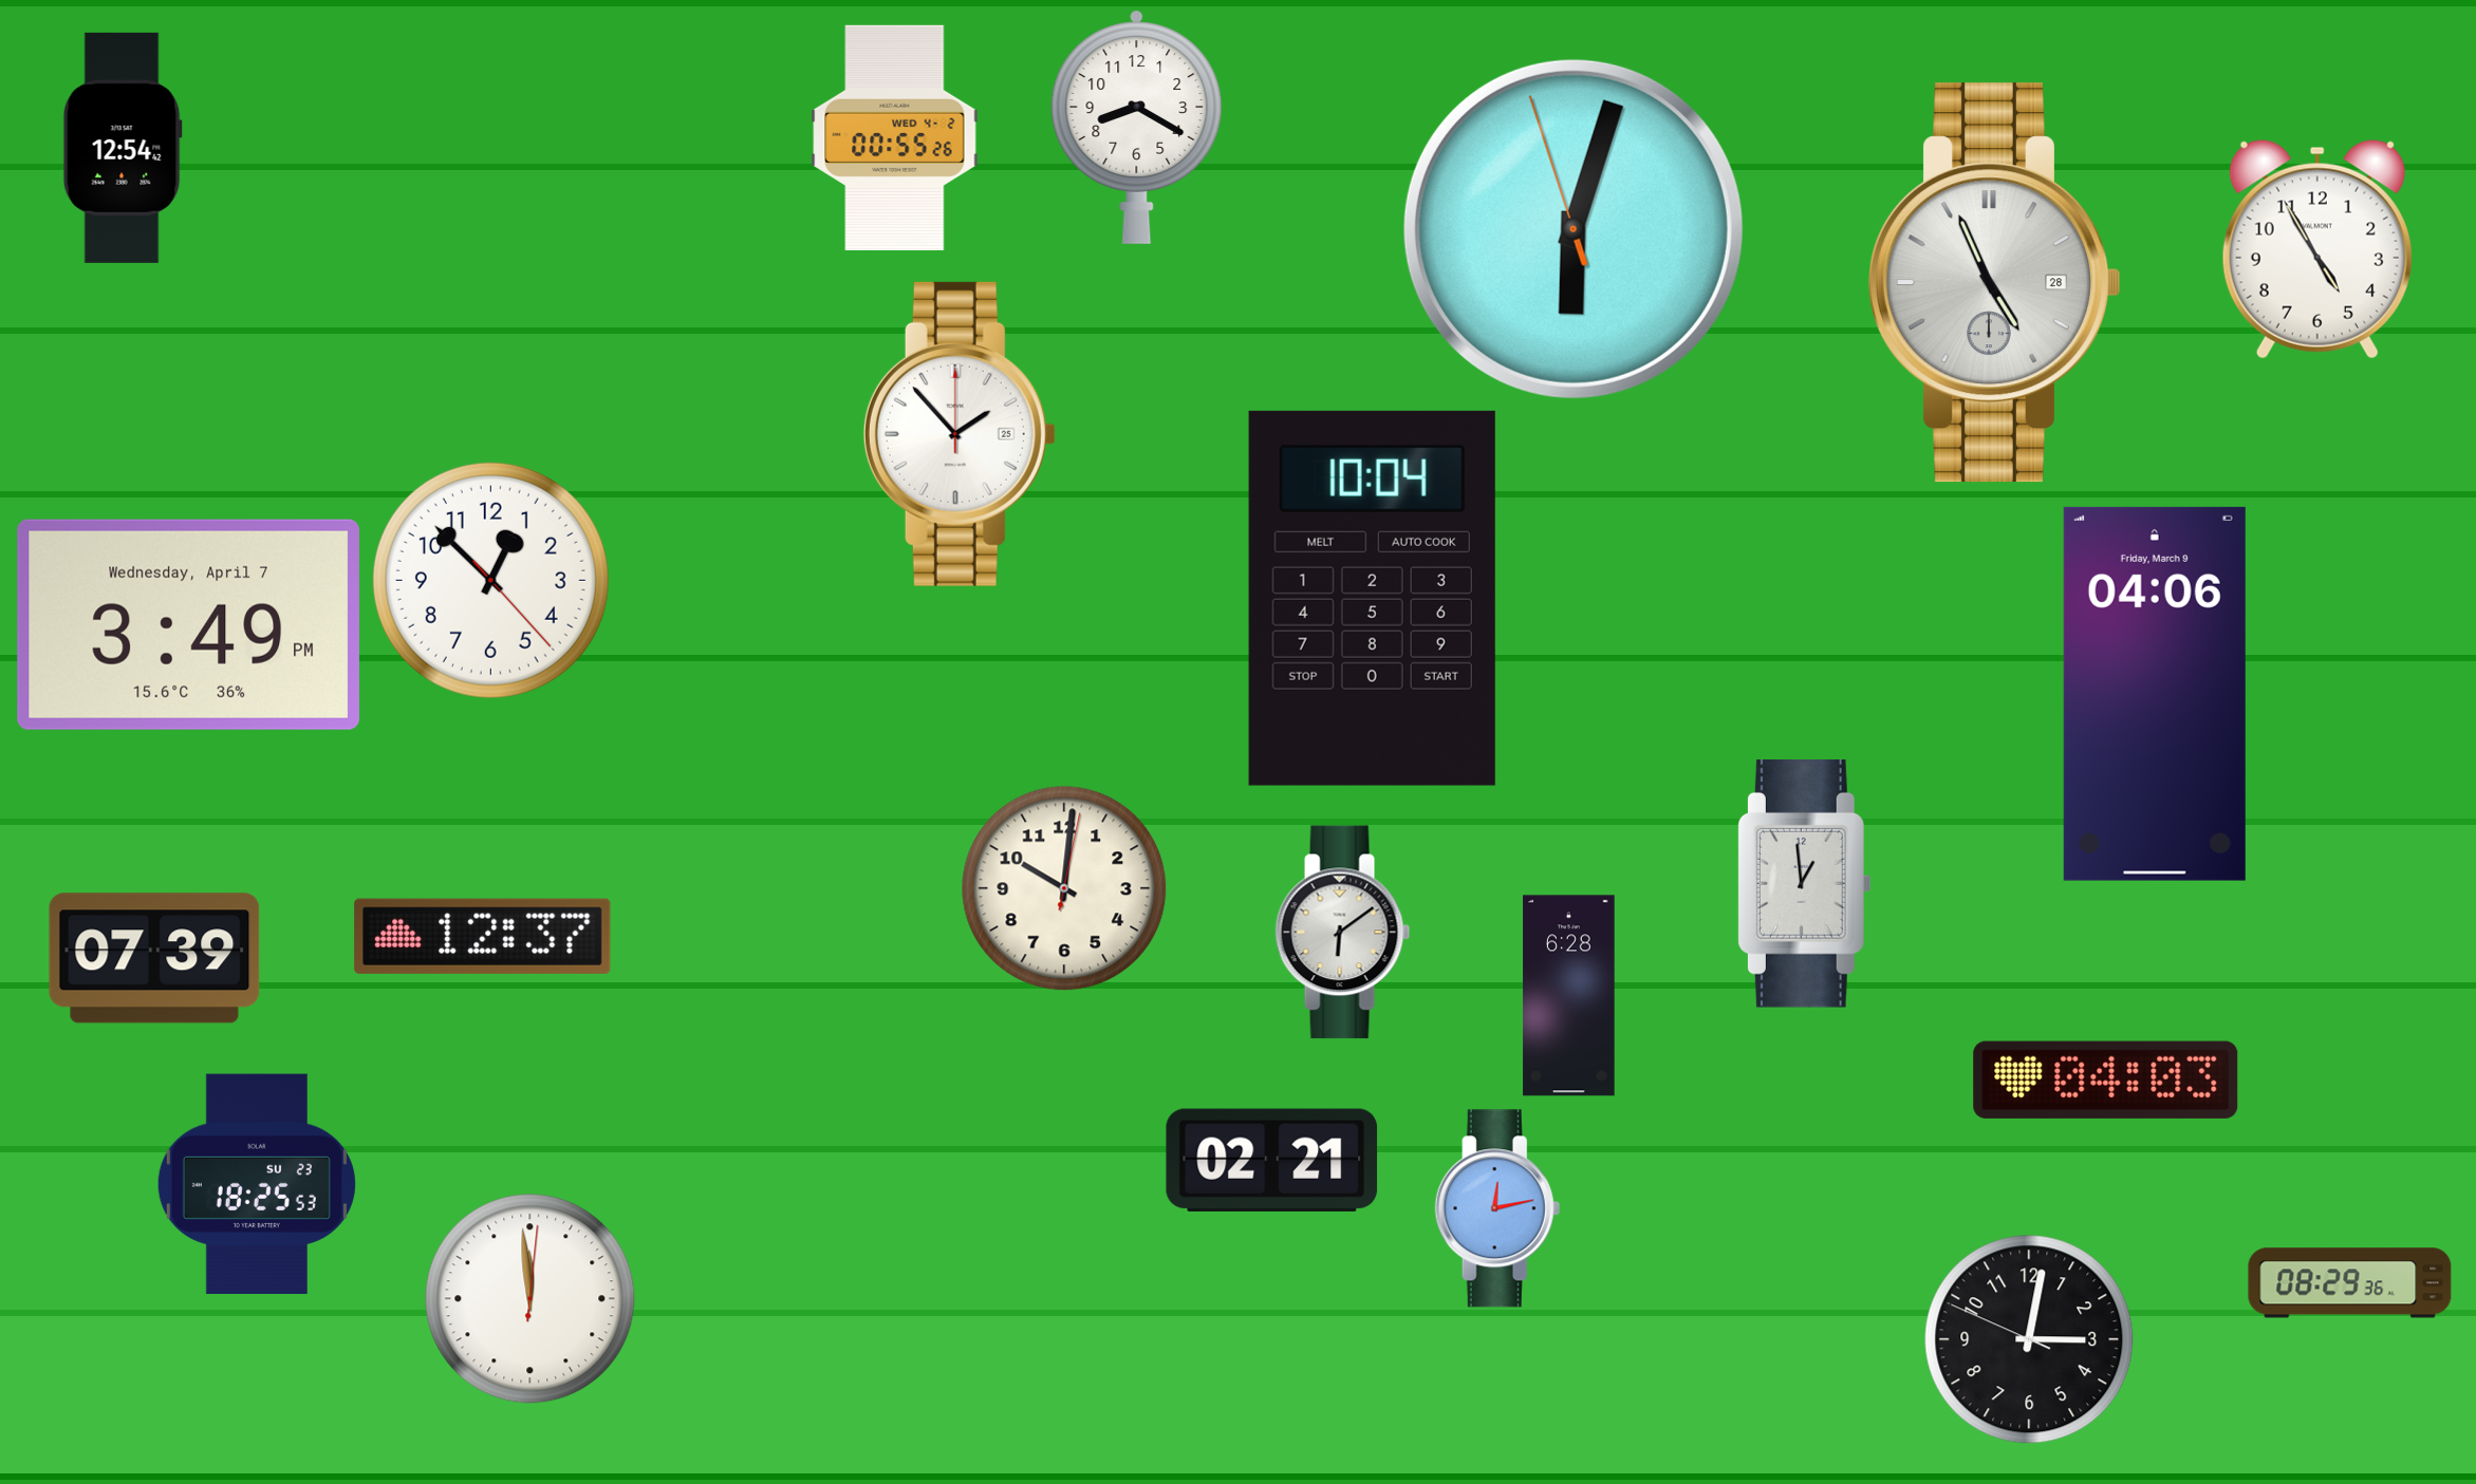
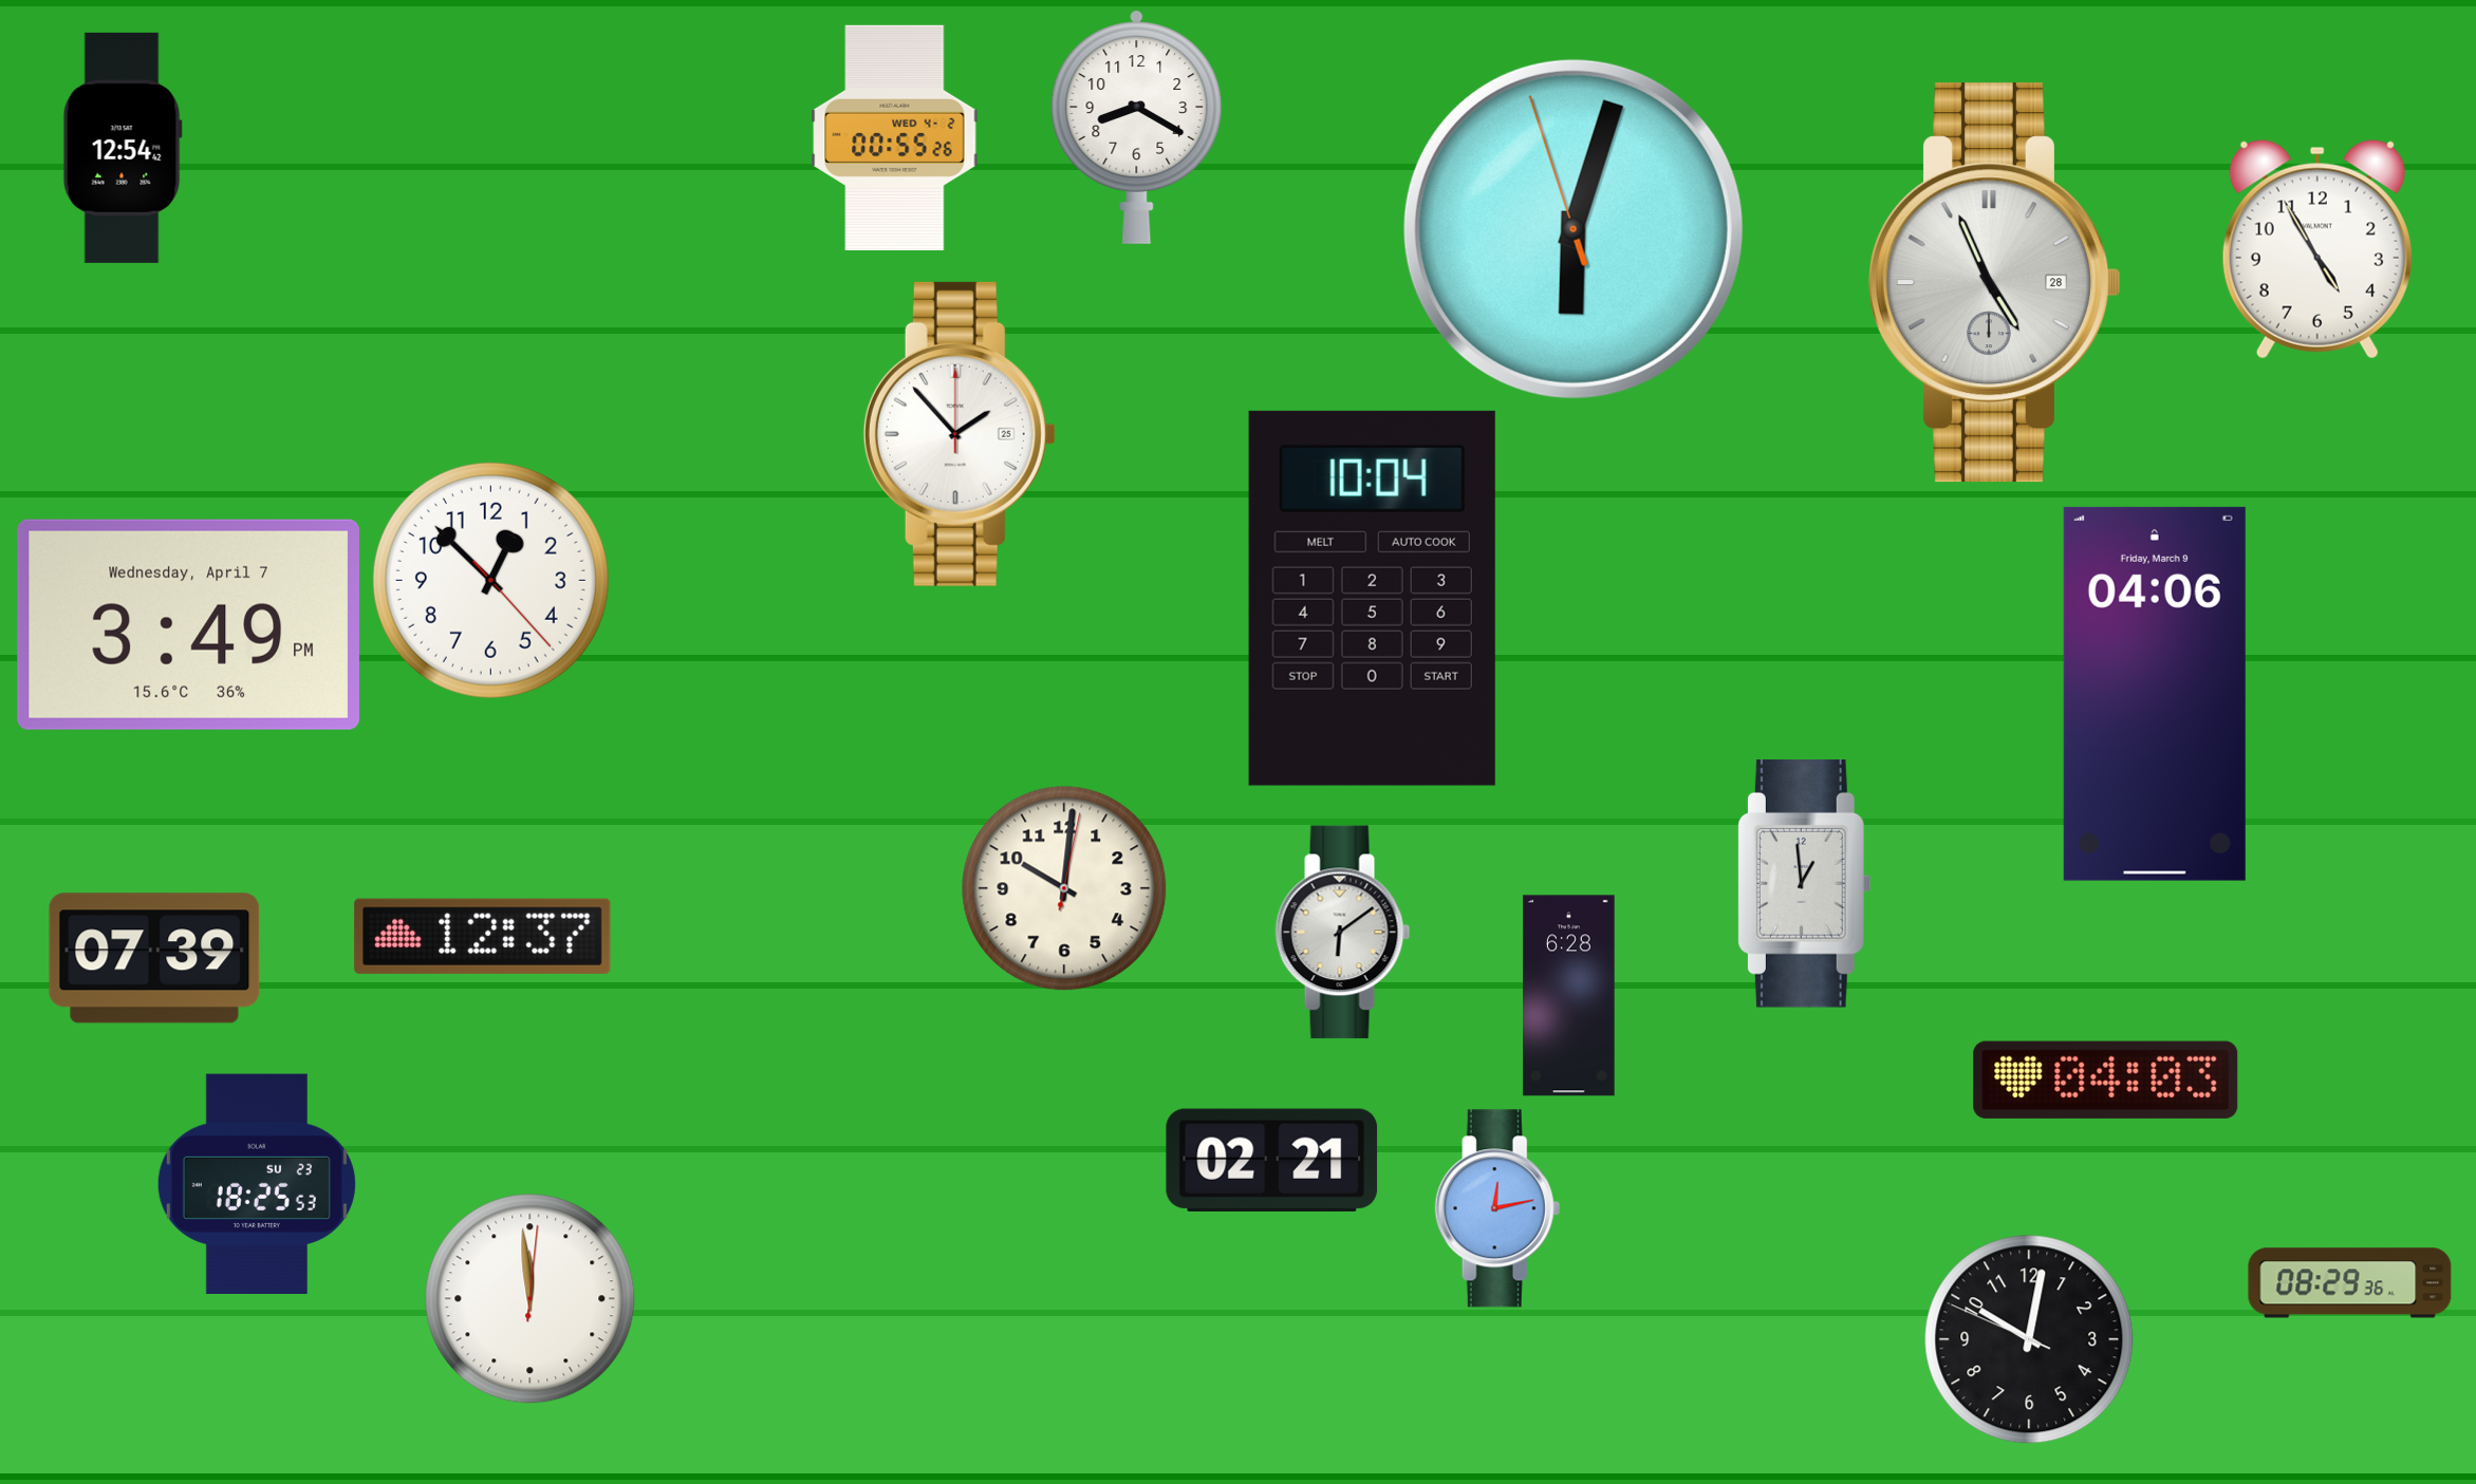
clock at (2029, 1339): 3:01 -> 10:01
